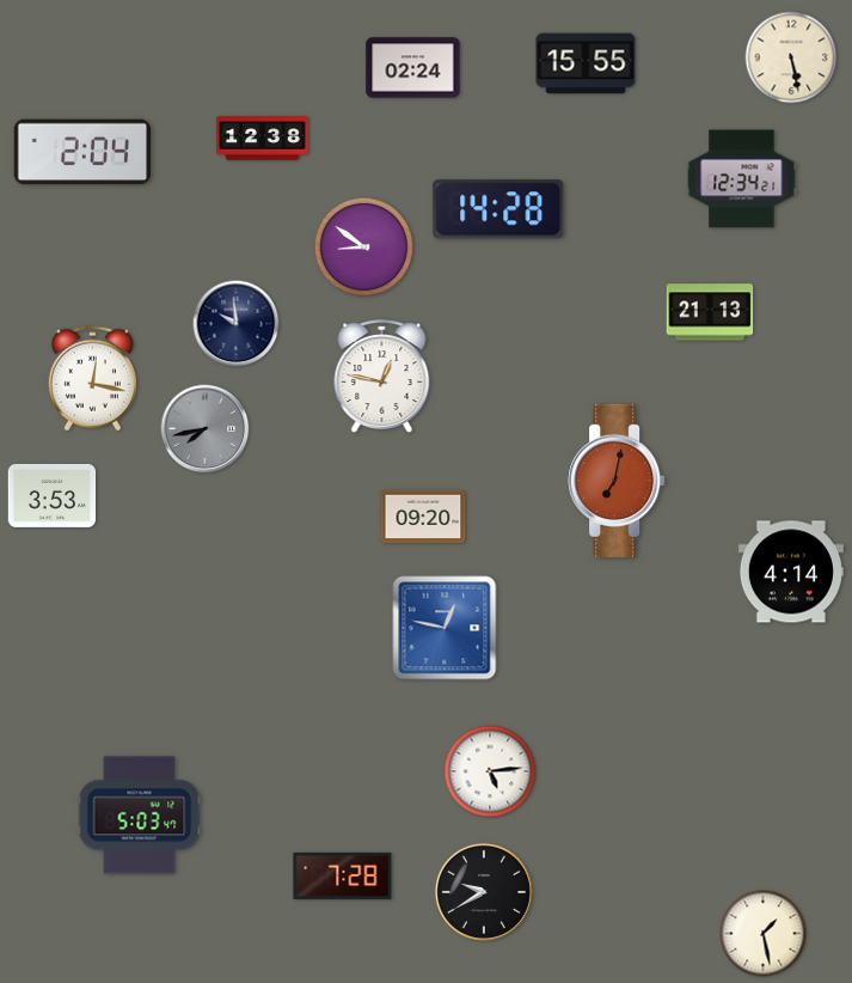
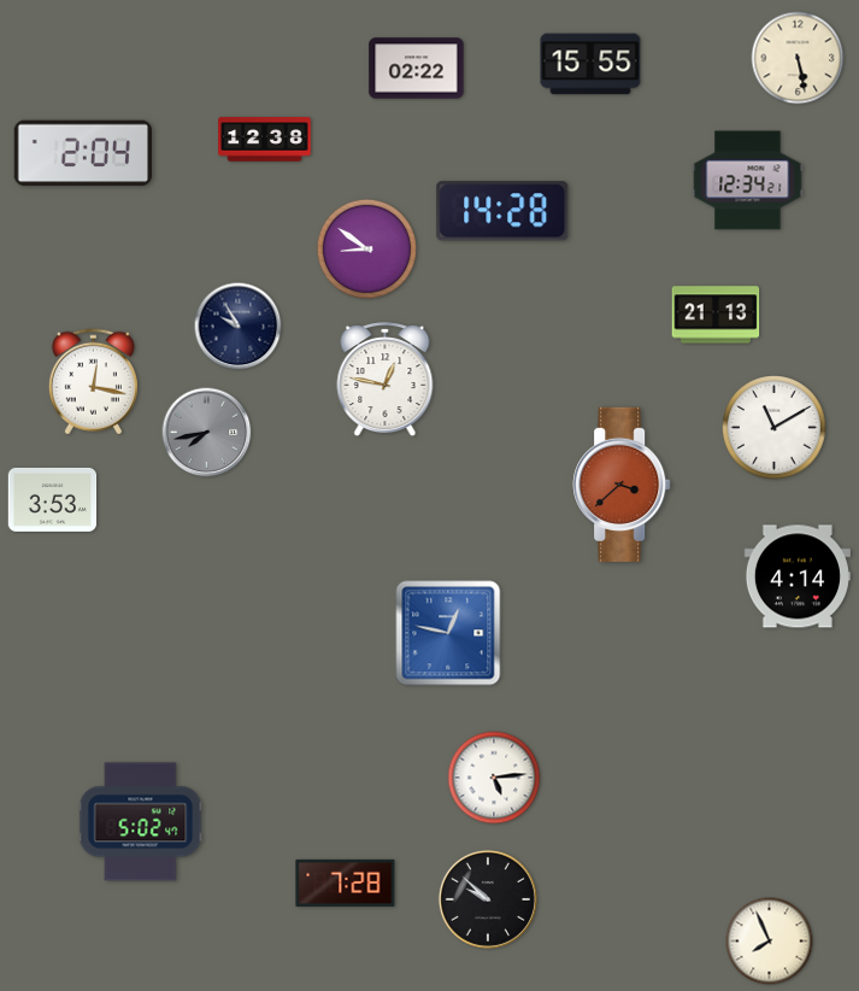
clock at (413, 68): 02:24 -> 02:22
clock at (237, 324): 9:59 -> 9:55
clock at (775, 428): none -> 11:10
clock at (617, 481): 7:02 -> 3:38
clock at (423, 517): 09:20 -> none
clock at (140, 816): 5:03 -> 5:02
clock at (484, 892): 9:40 -> 9:52
clock at (764, 934): 1:28 -> 7:56
